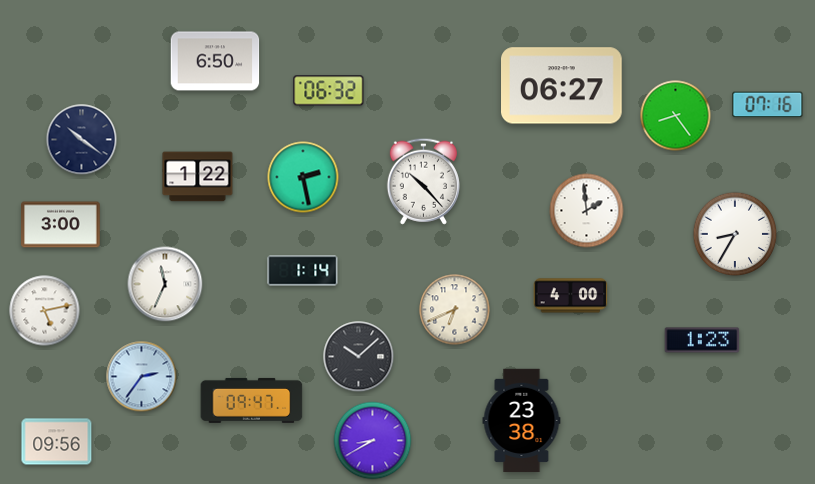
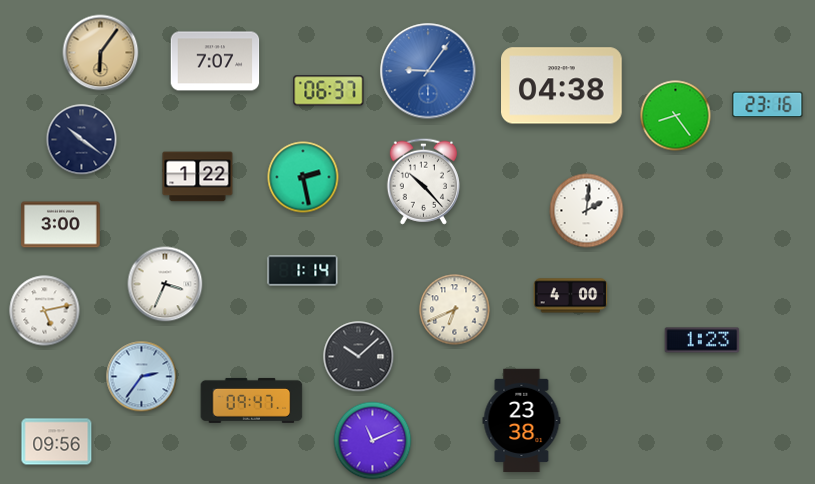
clock at (101, 53): none -> 6:06
clock at (215, 61): 6:50 -> 7:07
clock at (428, 71): none -> 9:06
clock at (562, 86): 06:27 -> 04:38
clock at (329, 91): 06:32 -> 06:37
clock at (768, 105): 07:16 -> 23:16
clock at (587, 211): 1:59 -> 2:01
clock at (735, 234): 8:35 -> none
clock at (165, 284): 11:34 -> 3:34
clock at (373, 441): 8:40 -> 11:11
